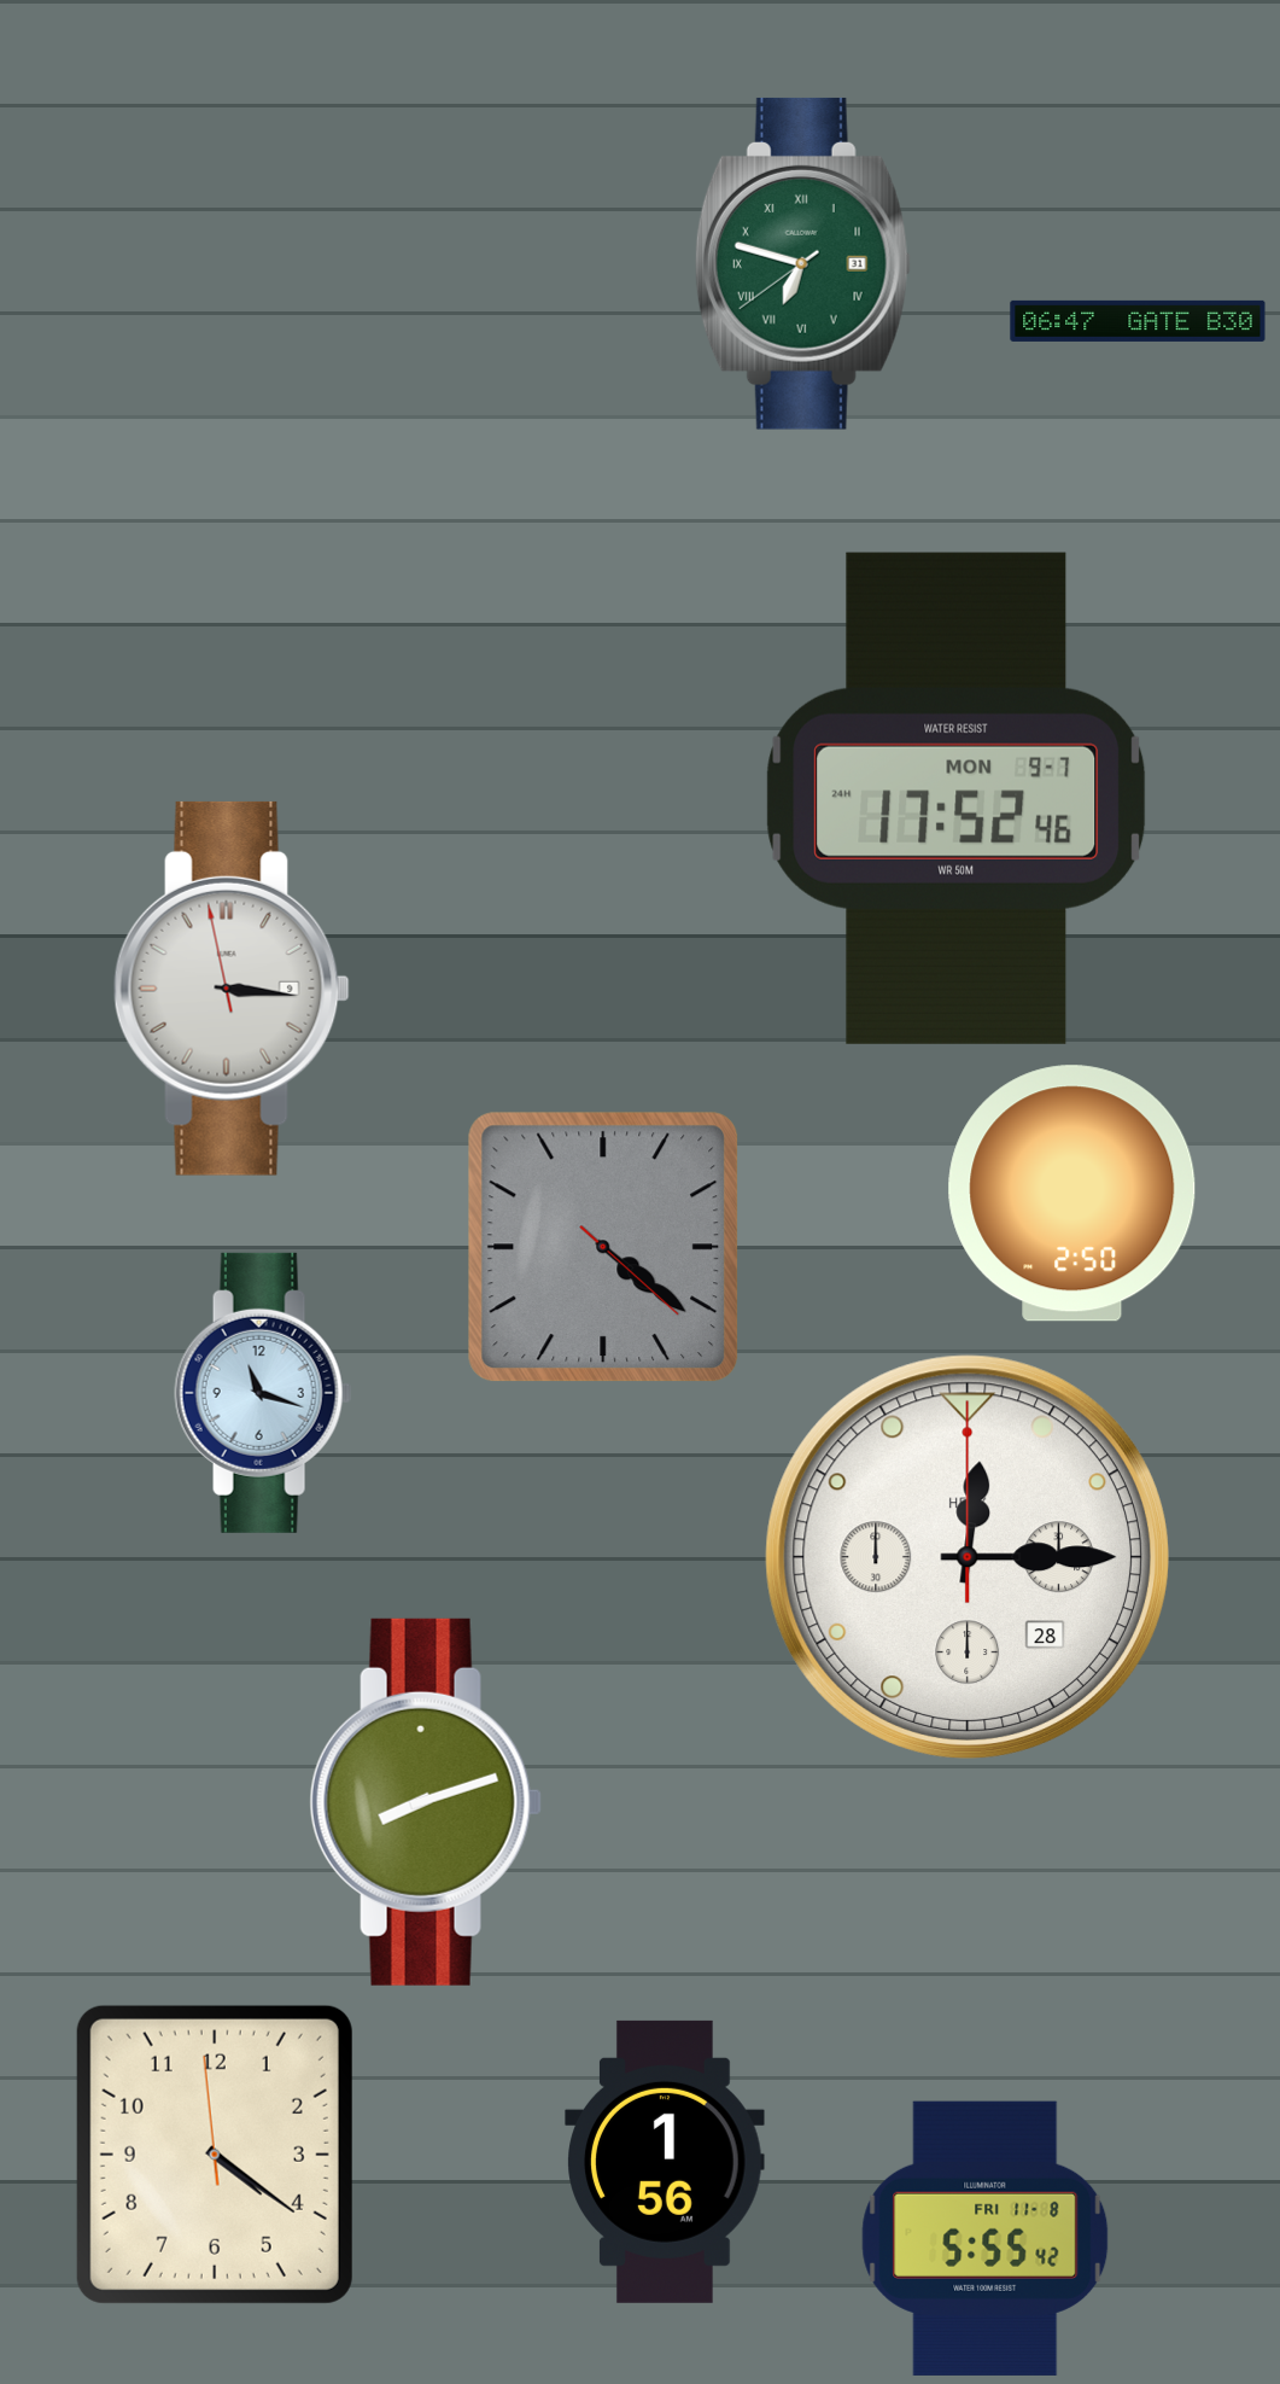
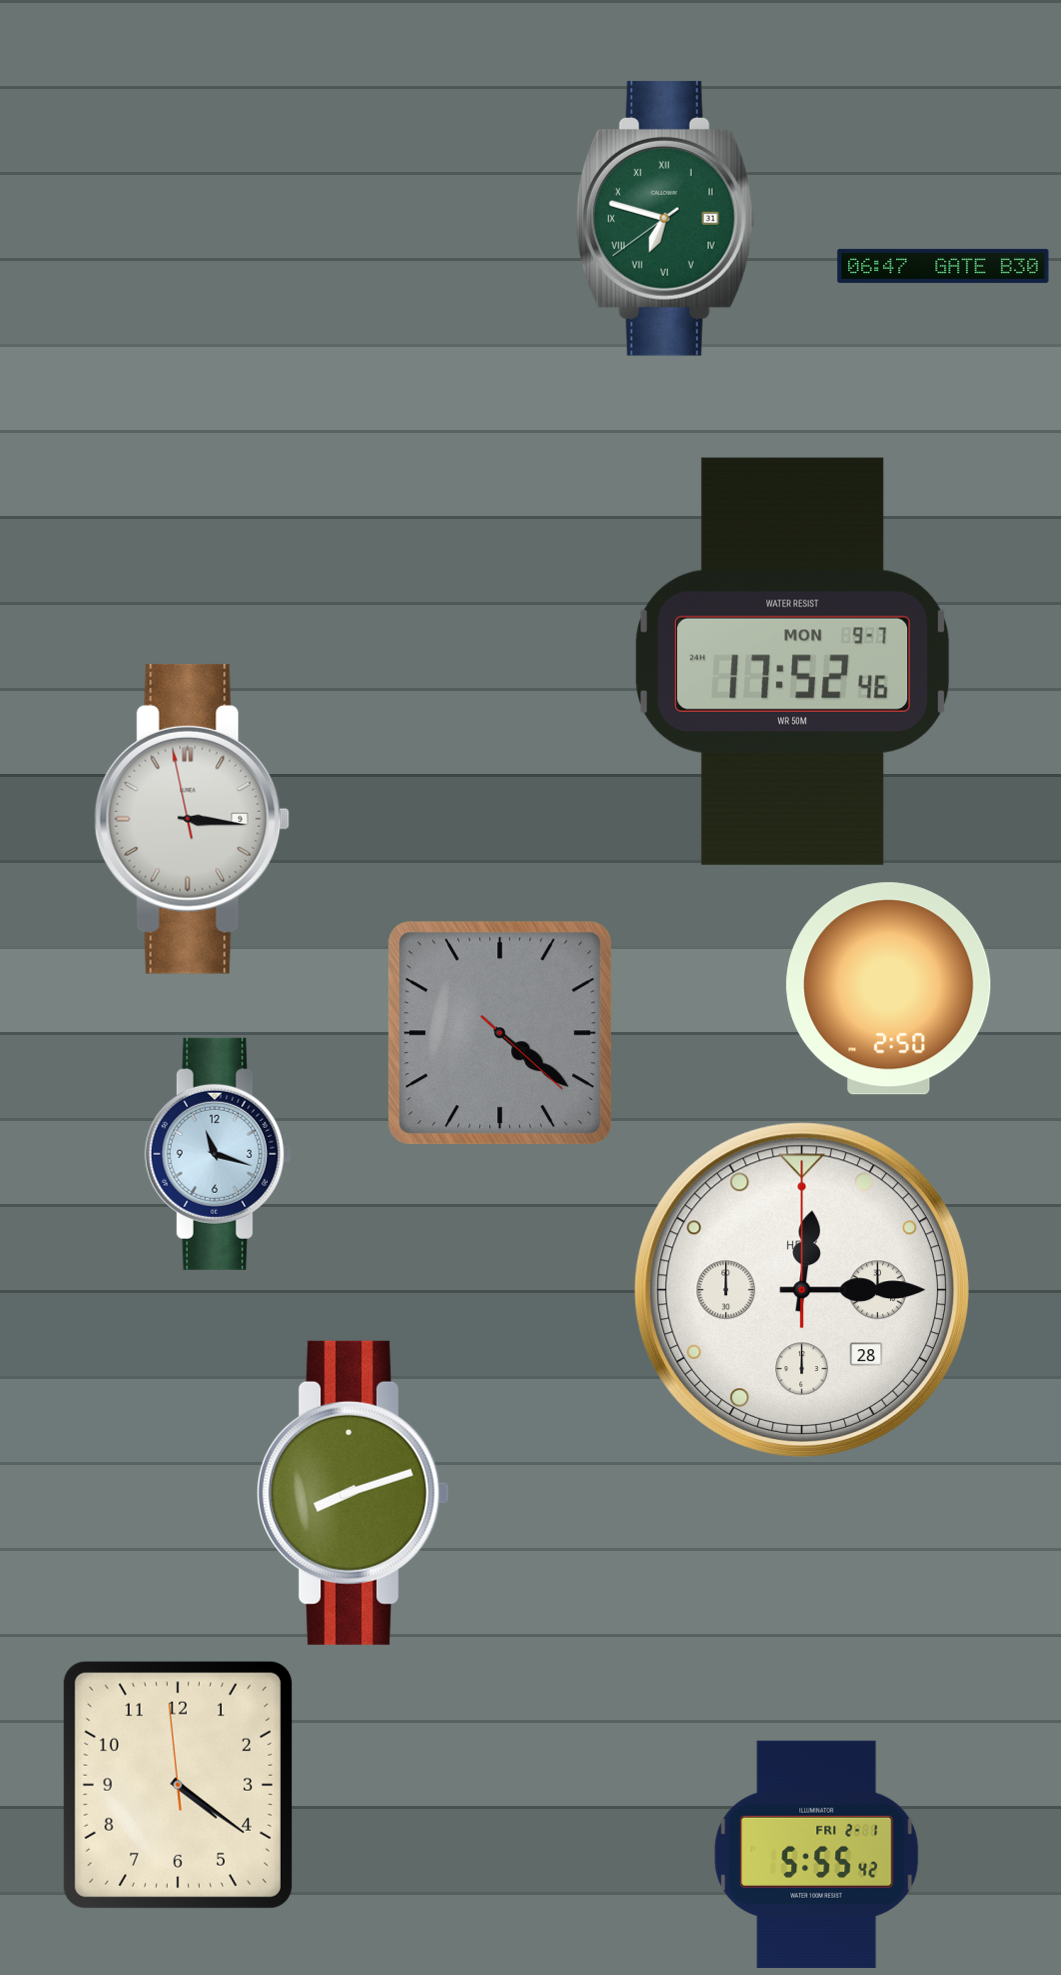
clock at (665, 2162): 1:56 -> none
clock at (986, 2238) date: FRI 11-8 -> FRI 2-1
